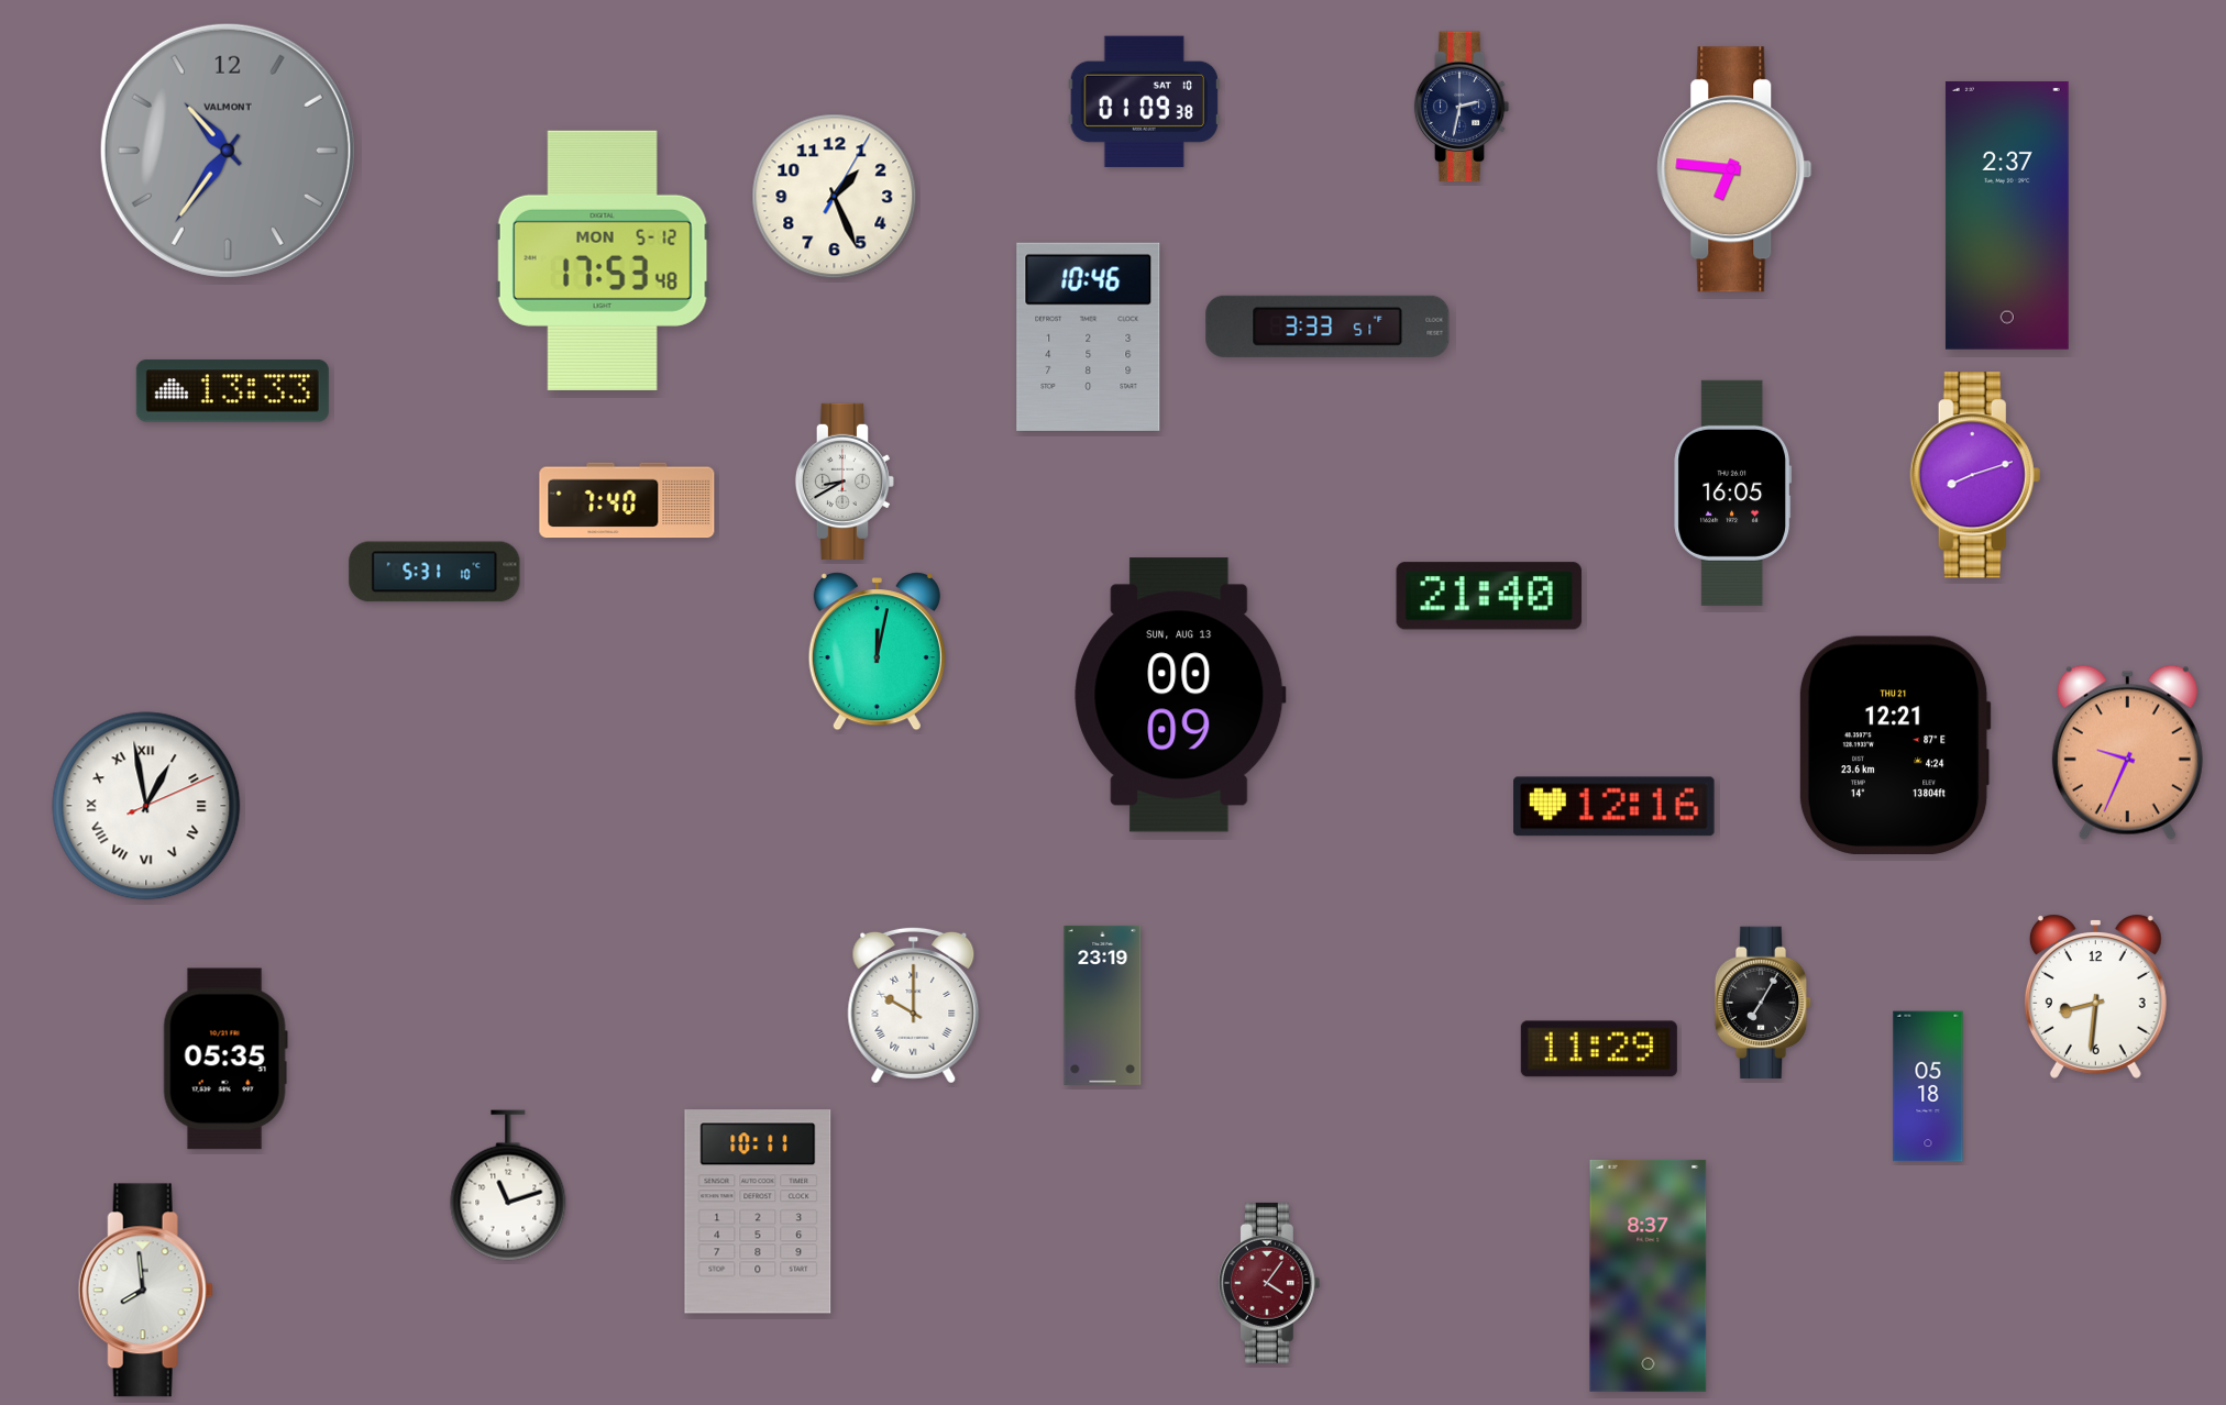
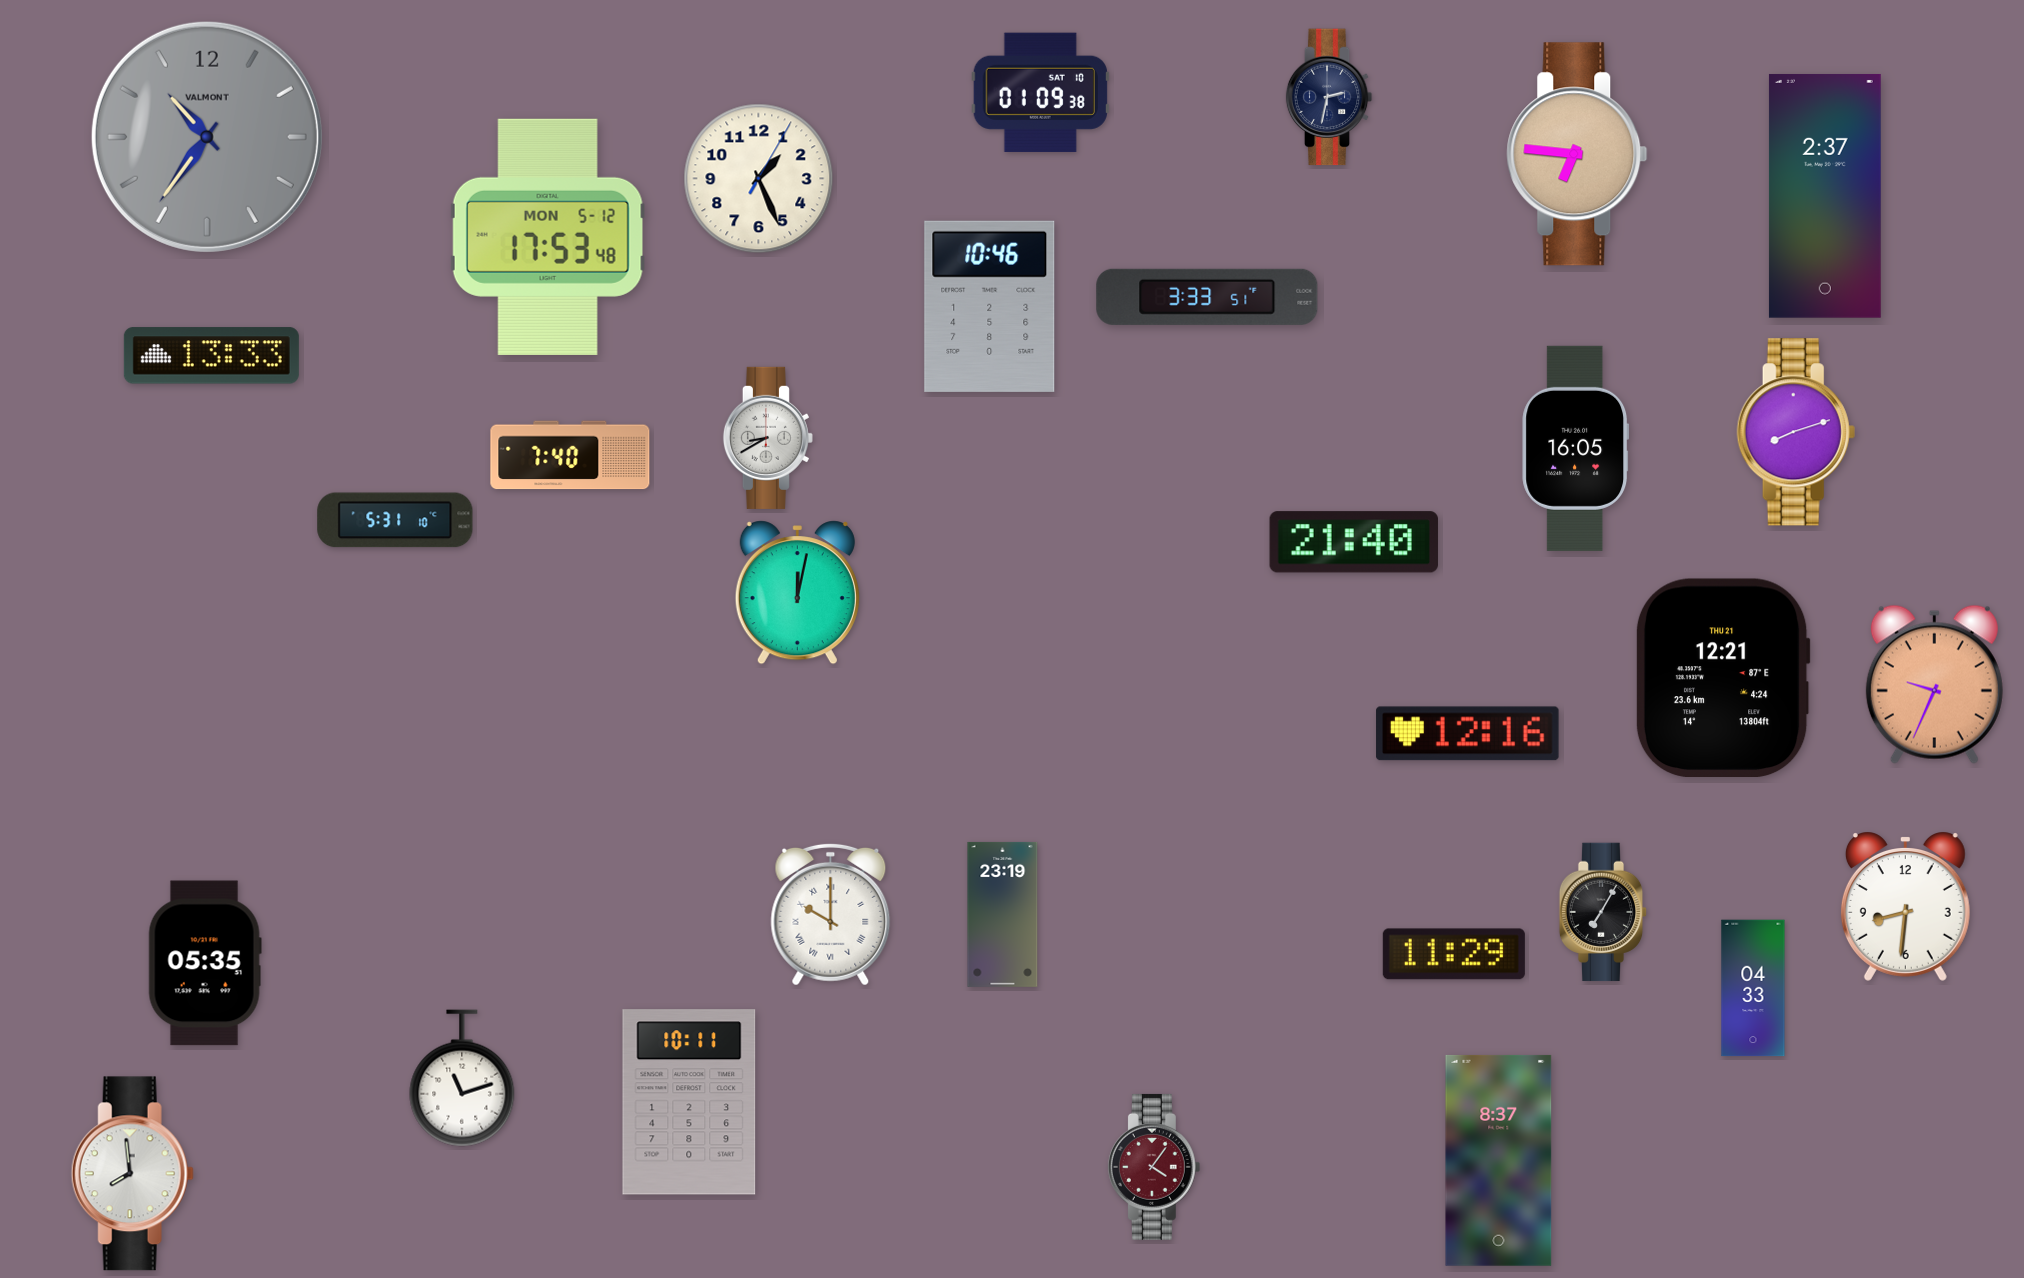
clock at (1180, 695): 00:09 -> none
clock at (146, 806): 12:58 -> none
clock at (1928, 1086): 05:18 -> 04:33
